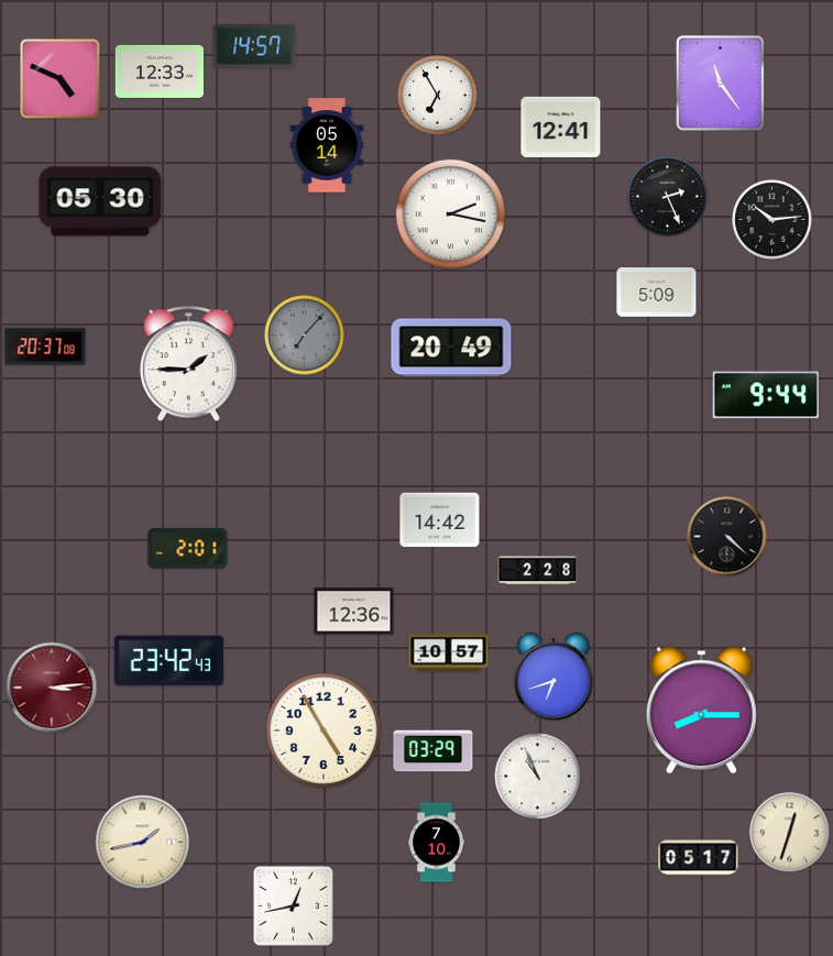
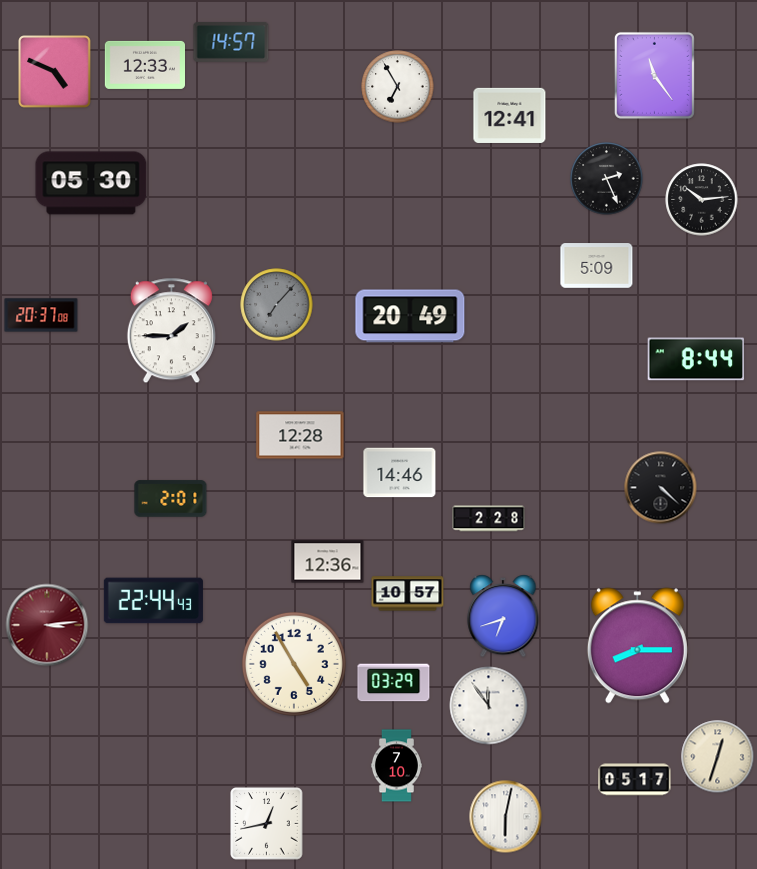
clock at (327, 145): 05:14 -> none
clock at (450, 213): 2:17 -> none
clock at (766, 395): 9:44 -> 8:44
clock at (300, 435): none -> 12:28
clock at (440, 520): 14:42 -> 14:46
clock at (354, 612) position: (354, 612) -> (328, 562)
clock at (168, 661): 23:42 -> 22:44
clock at (538, 777): 10:56 -> 11:54
clock at (143, 843): 1:43 -> none
clock at (506, 817): none -> 6:02
